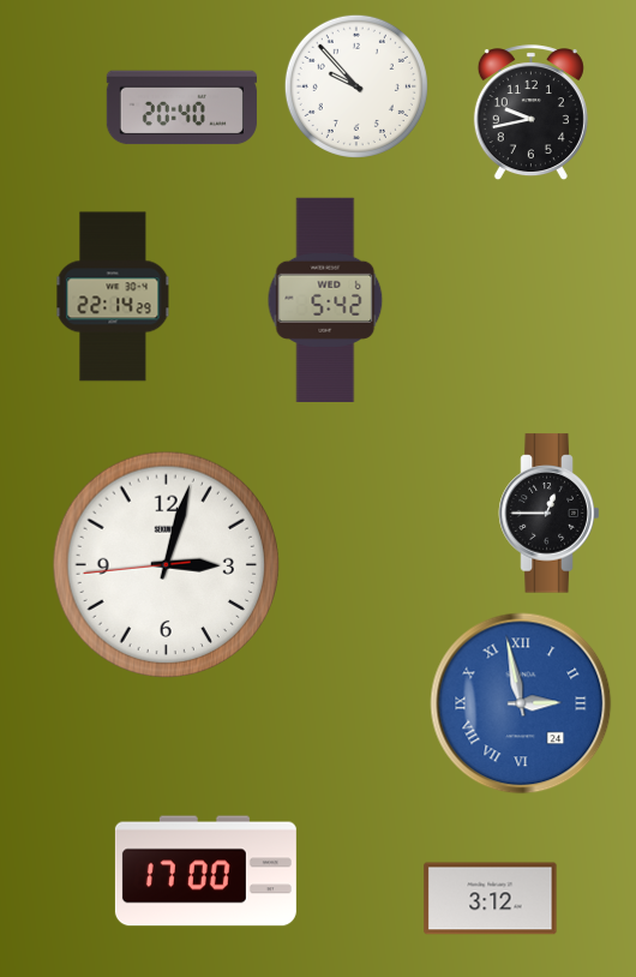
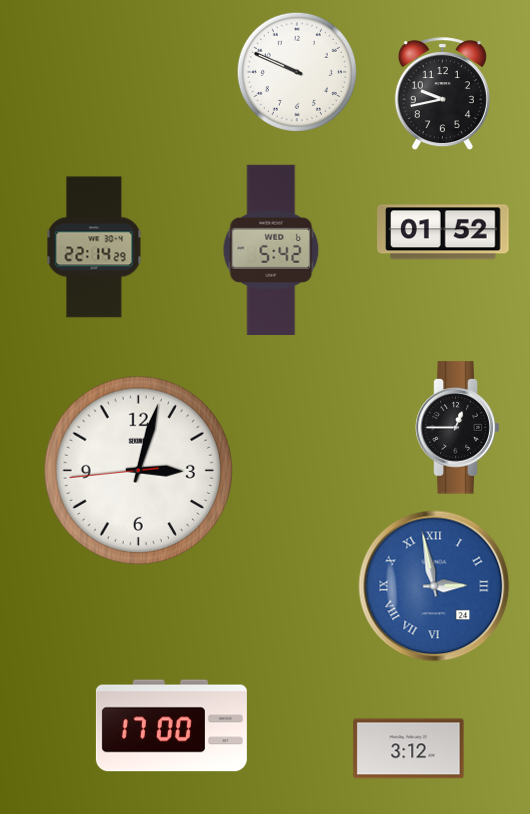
clock at (356, 86): 9:53 -> 9:49
clock at (181, 108): 20:40 -> none
clock at (443, 232): none -> 01:52
